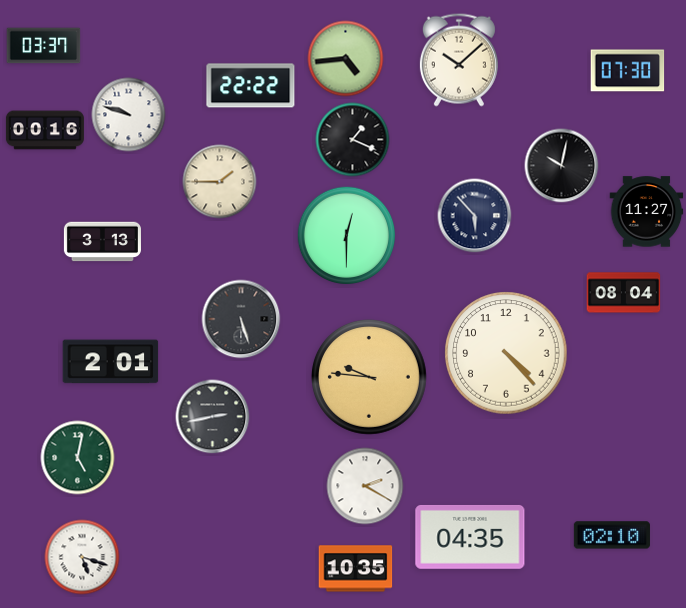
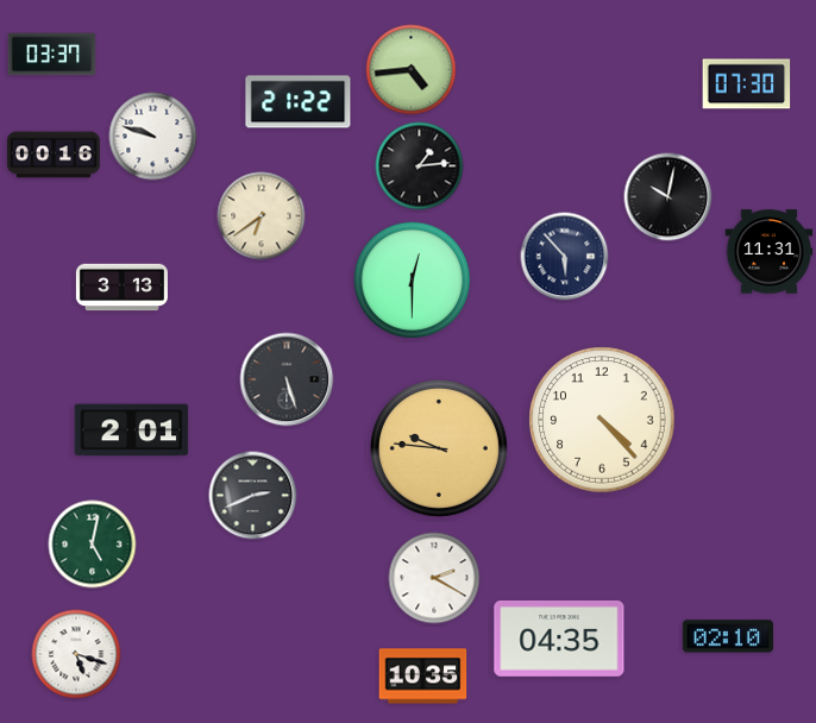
clock at (459, 60): 10:08 -> none
clock at (251, 86): 22:22 -> 21:22
clock at (353, 140): 1:19 -> 1:14
clock at (220, 182): 1:45 -> 6:39
clock at (647, 212): 11:27 -> 11:31
clock at (624, 293): 08:04 -> none
clock at (213, 417): 2:43 -> 2:41
clock at (82, 557) position: (82, 557) -> (76, 654)
